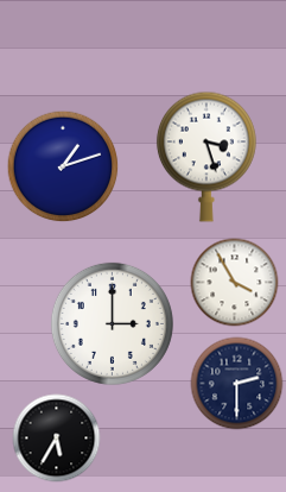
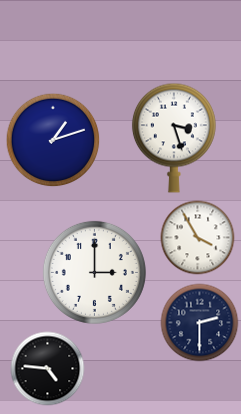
clock at (206, 157) position: (206, 157) -> (174, 138)
clock at (57, 439): 5:35 -> 4:46
